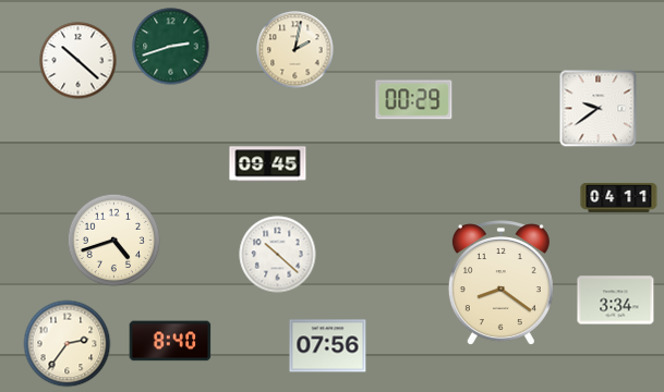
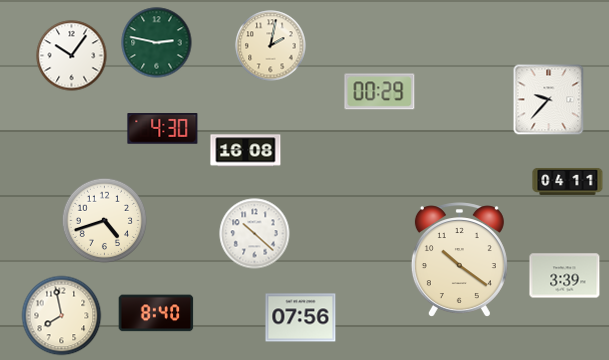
clock at (171, 47): 2:42 -> 2:47
clock at (79, 61): 10:22 -> 10:06
clock at (599, 109): 9:39 -> 9:37
clock at (163, 129): none -> 4:30
clock at (268, 164): 09:45 -> 16:08
clock at (500, 282): 8:21 -> 10:21
clock at (616, 301): 3:34 -> 3:39
clock at (68, 344): 2:36 -> 7:58
